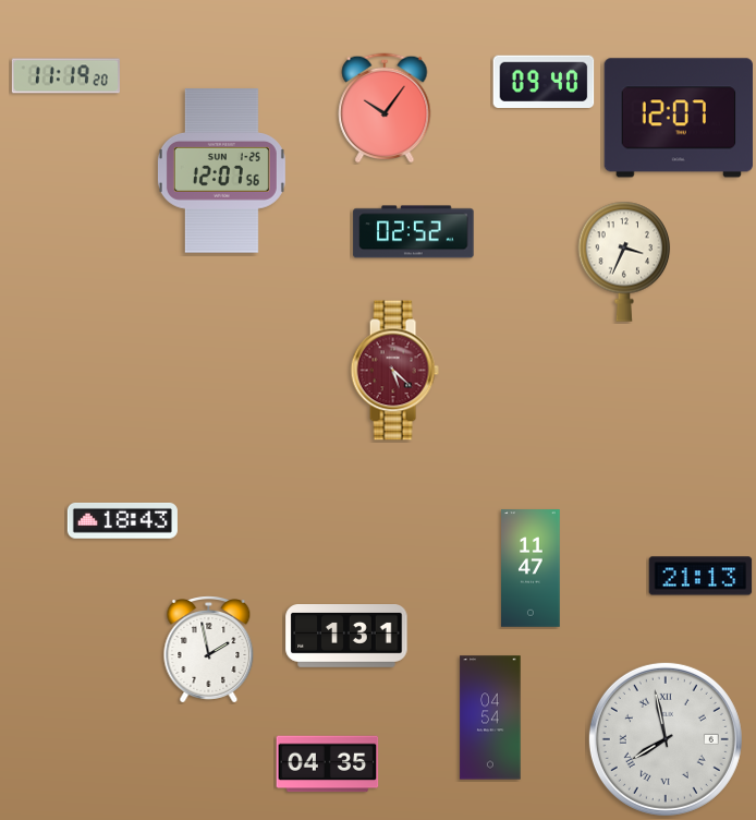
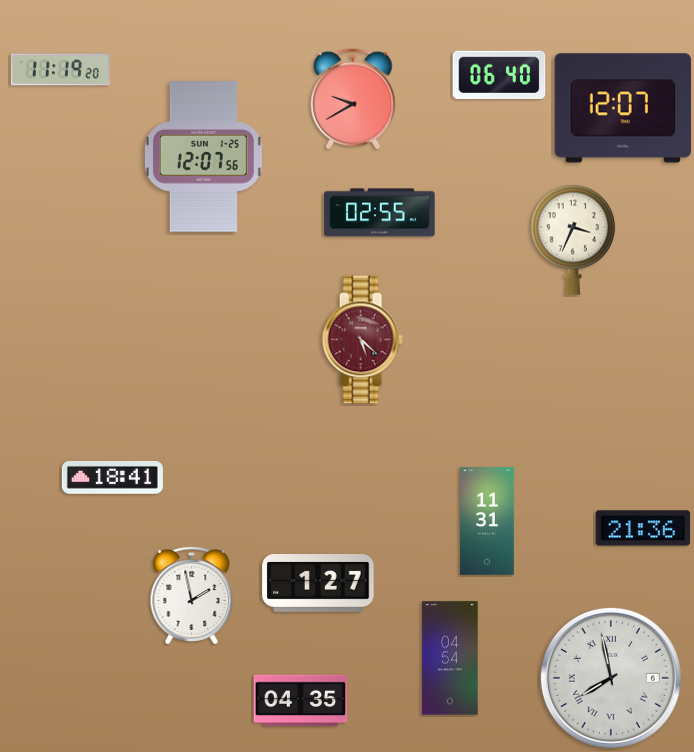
clock at (544, 82): 09:40 -> 06:40
clock at (385, 108): 10:06 -> 9:40
clock at (414, 232): 02:52 -> 02:55
clock at (122, 520): 18:43 -> 18:41
clock at (531, 568): 11:47 -> 11:31
clock at (700, 576): 21:13 -> 21:36
clock at (346, 637): 1:31 -> 1:27
